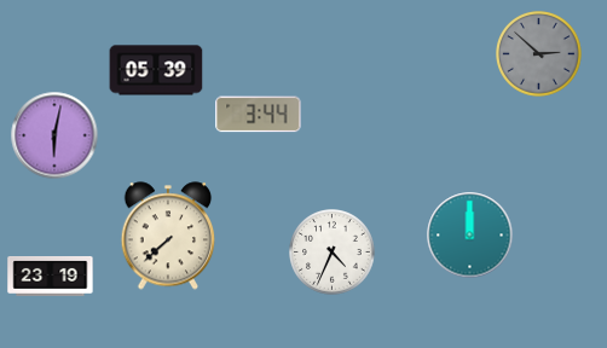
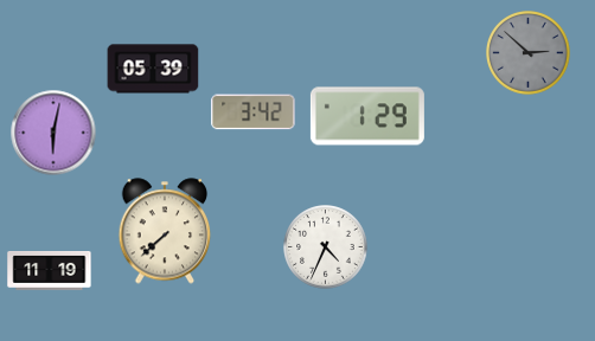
clock at (259, 115): 3:44 -> 3:42
clock at (367, 116): none -> 1:29
clock at (470, 236): 12:00 -> none
clock at (51, 277): 23:19 -> 11:19
